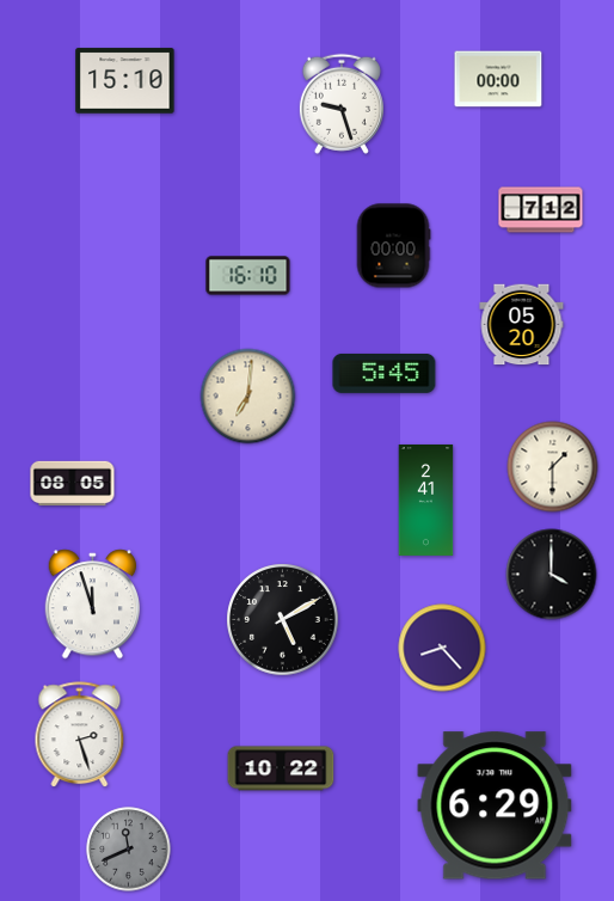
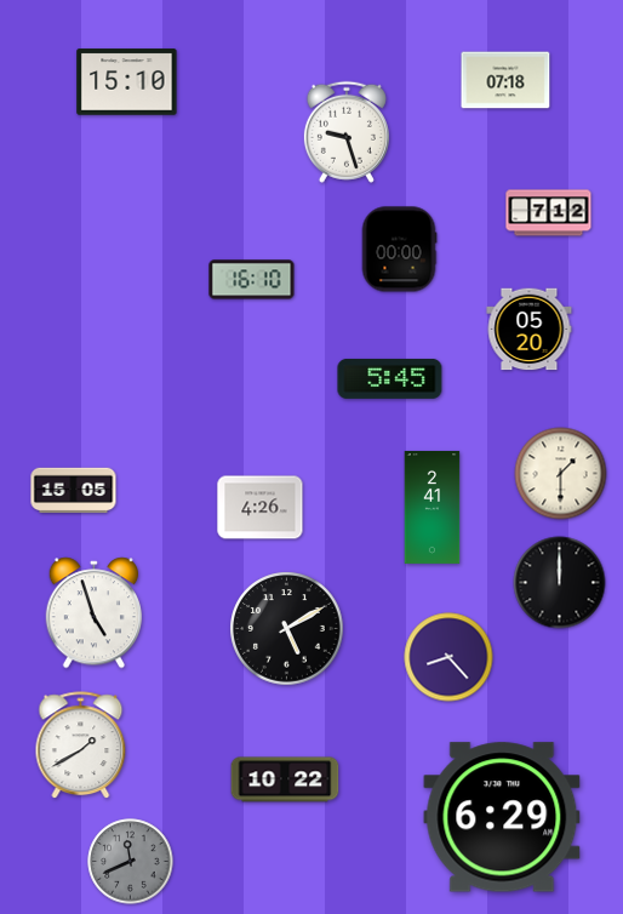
clock at (498, 79): 00:00 -> 07:18
clock at (342, 104) position: (342, 104) -> (347, 132)
clock at (248, 397): 7:01 -> none
clock at (73, 484): 08:05 -> 15:05
clock at (261, 508): none -> 4:26
clock at (552, 575): 4:00 -> 12:00
clock at (93, 605): 11:57 -> 4:57
clock at (80, 735): 2:27 -> 1:40
